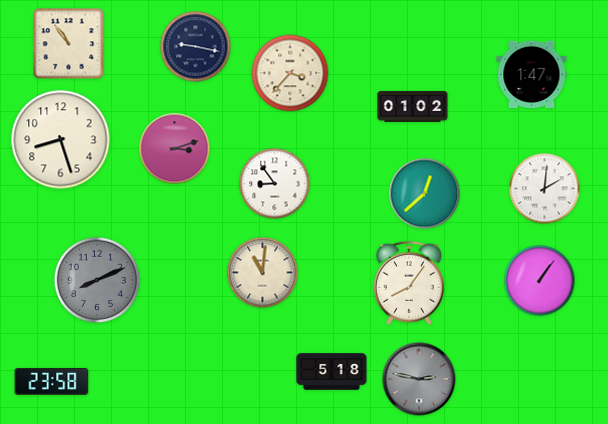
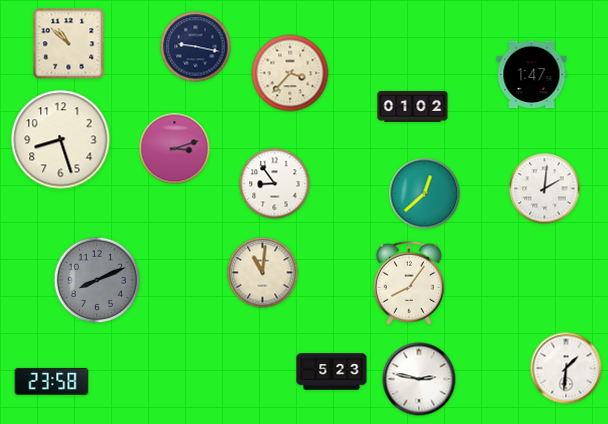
clock at (69, 44): 10:54 -> 10:52
clock at (540, 281): 1:06 -> none
clock at (566, 368): none -> 1:31
clock at (332, 372): 5:18 -> 5:23
clock at (419, 379) dial: grey -> white
